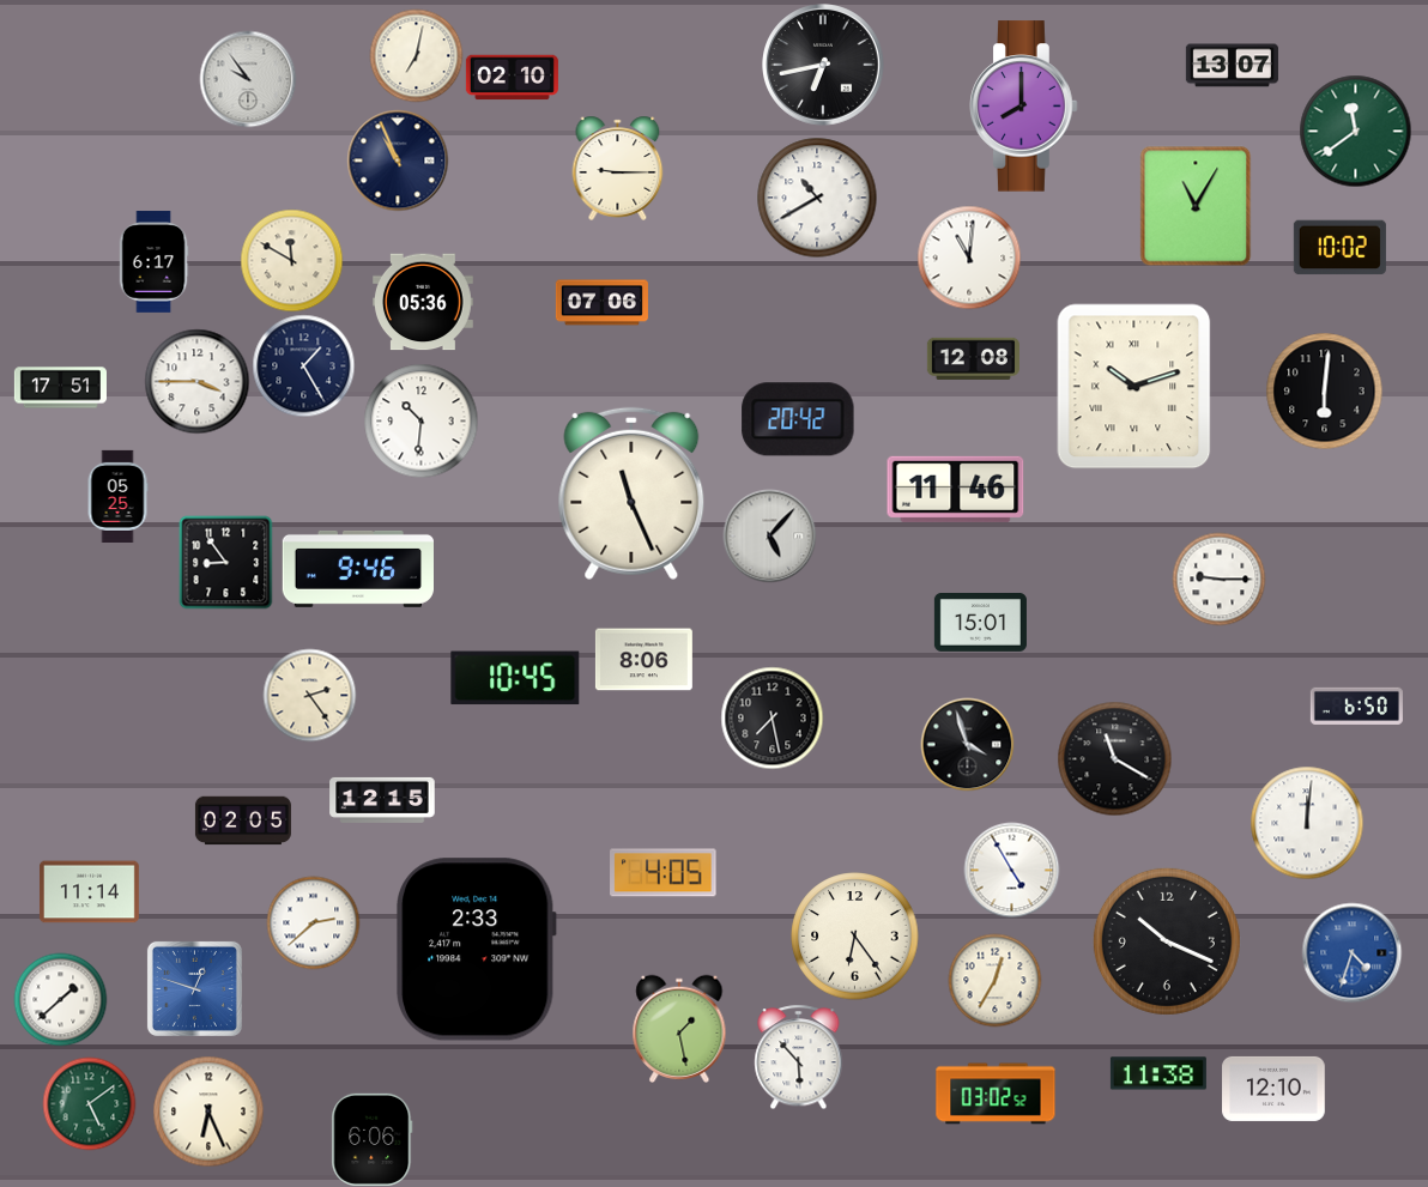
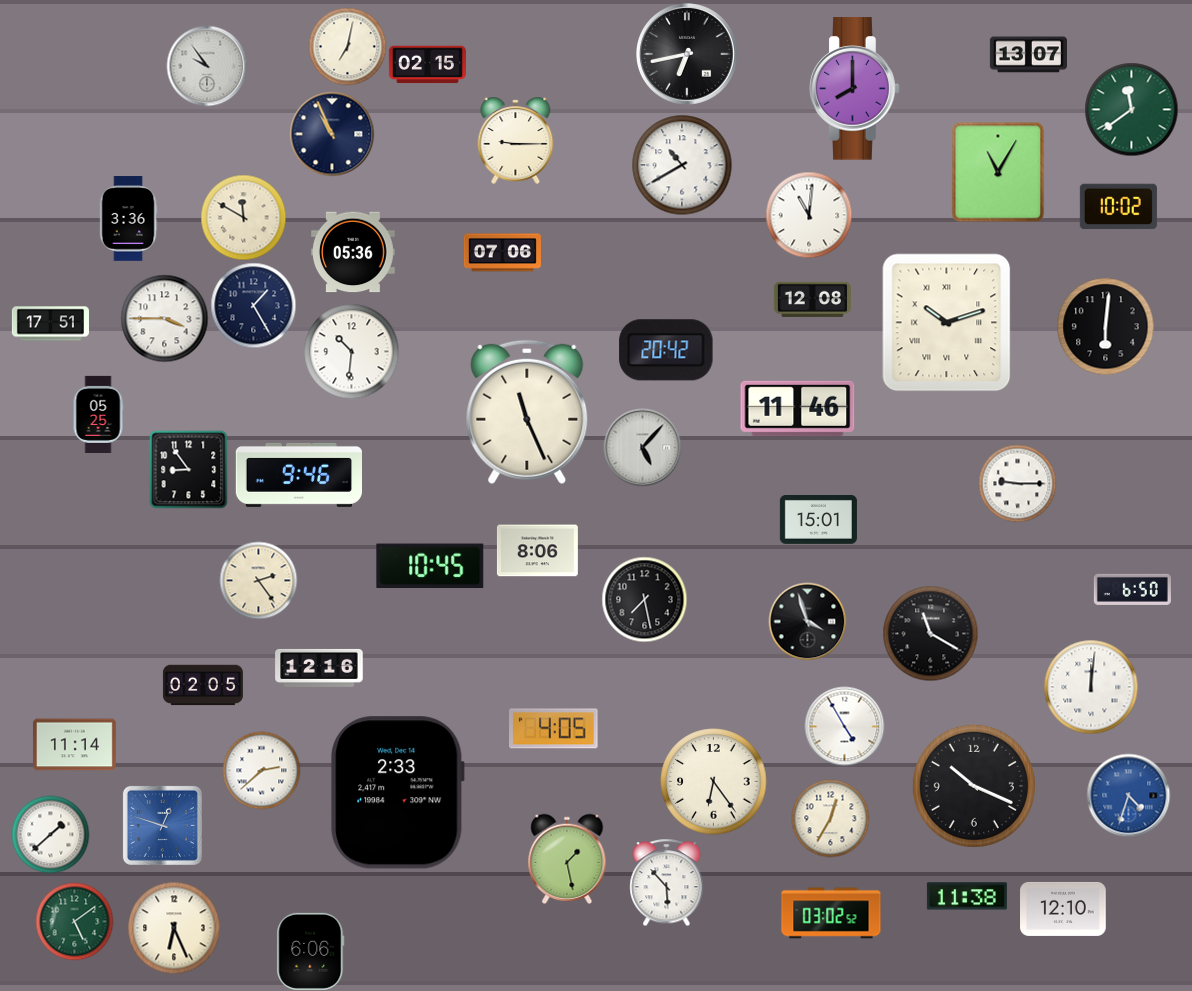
clock at (512, 78): 02:10 -> 02:15
clock at (153, 262): 6:17 -> 3:36
clock at (382, 800): 12:15 -> 12:16
